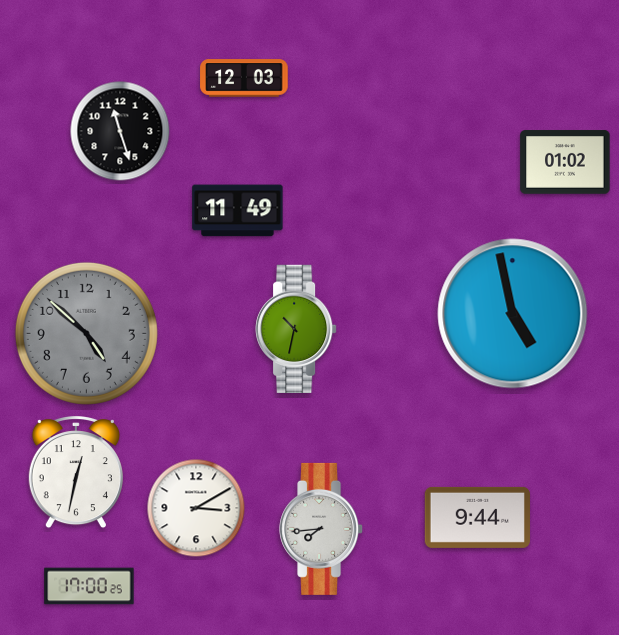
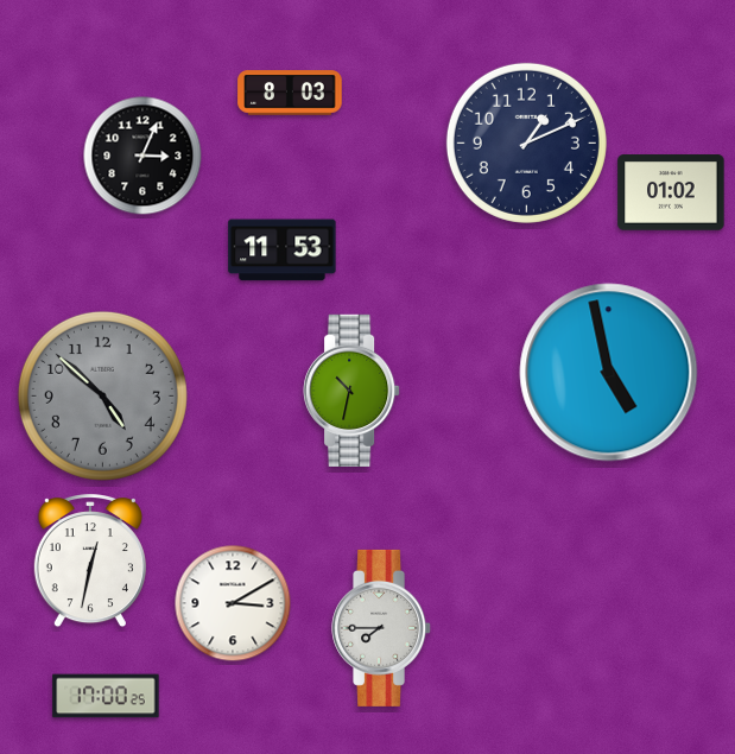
clock at (244, 78): 12:03 -> 8:03
clock at (526, 142): none -> 1:11
clock at (120, 131): 11:27 -> 3:04
clock at (238, 211): 11:49 -> 11:53
clock at (477, 517): 9:44 -> none
clock at (322, 529): 7:44 -> 7:45
